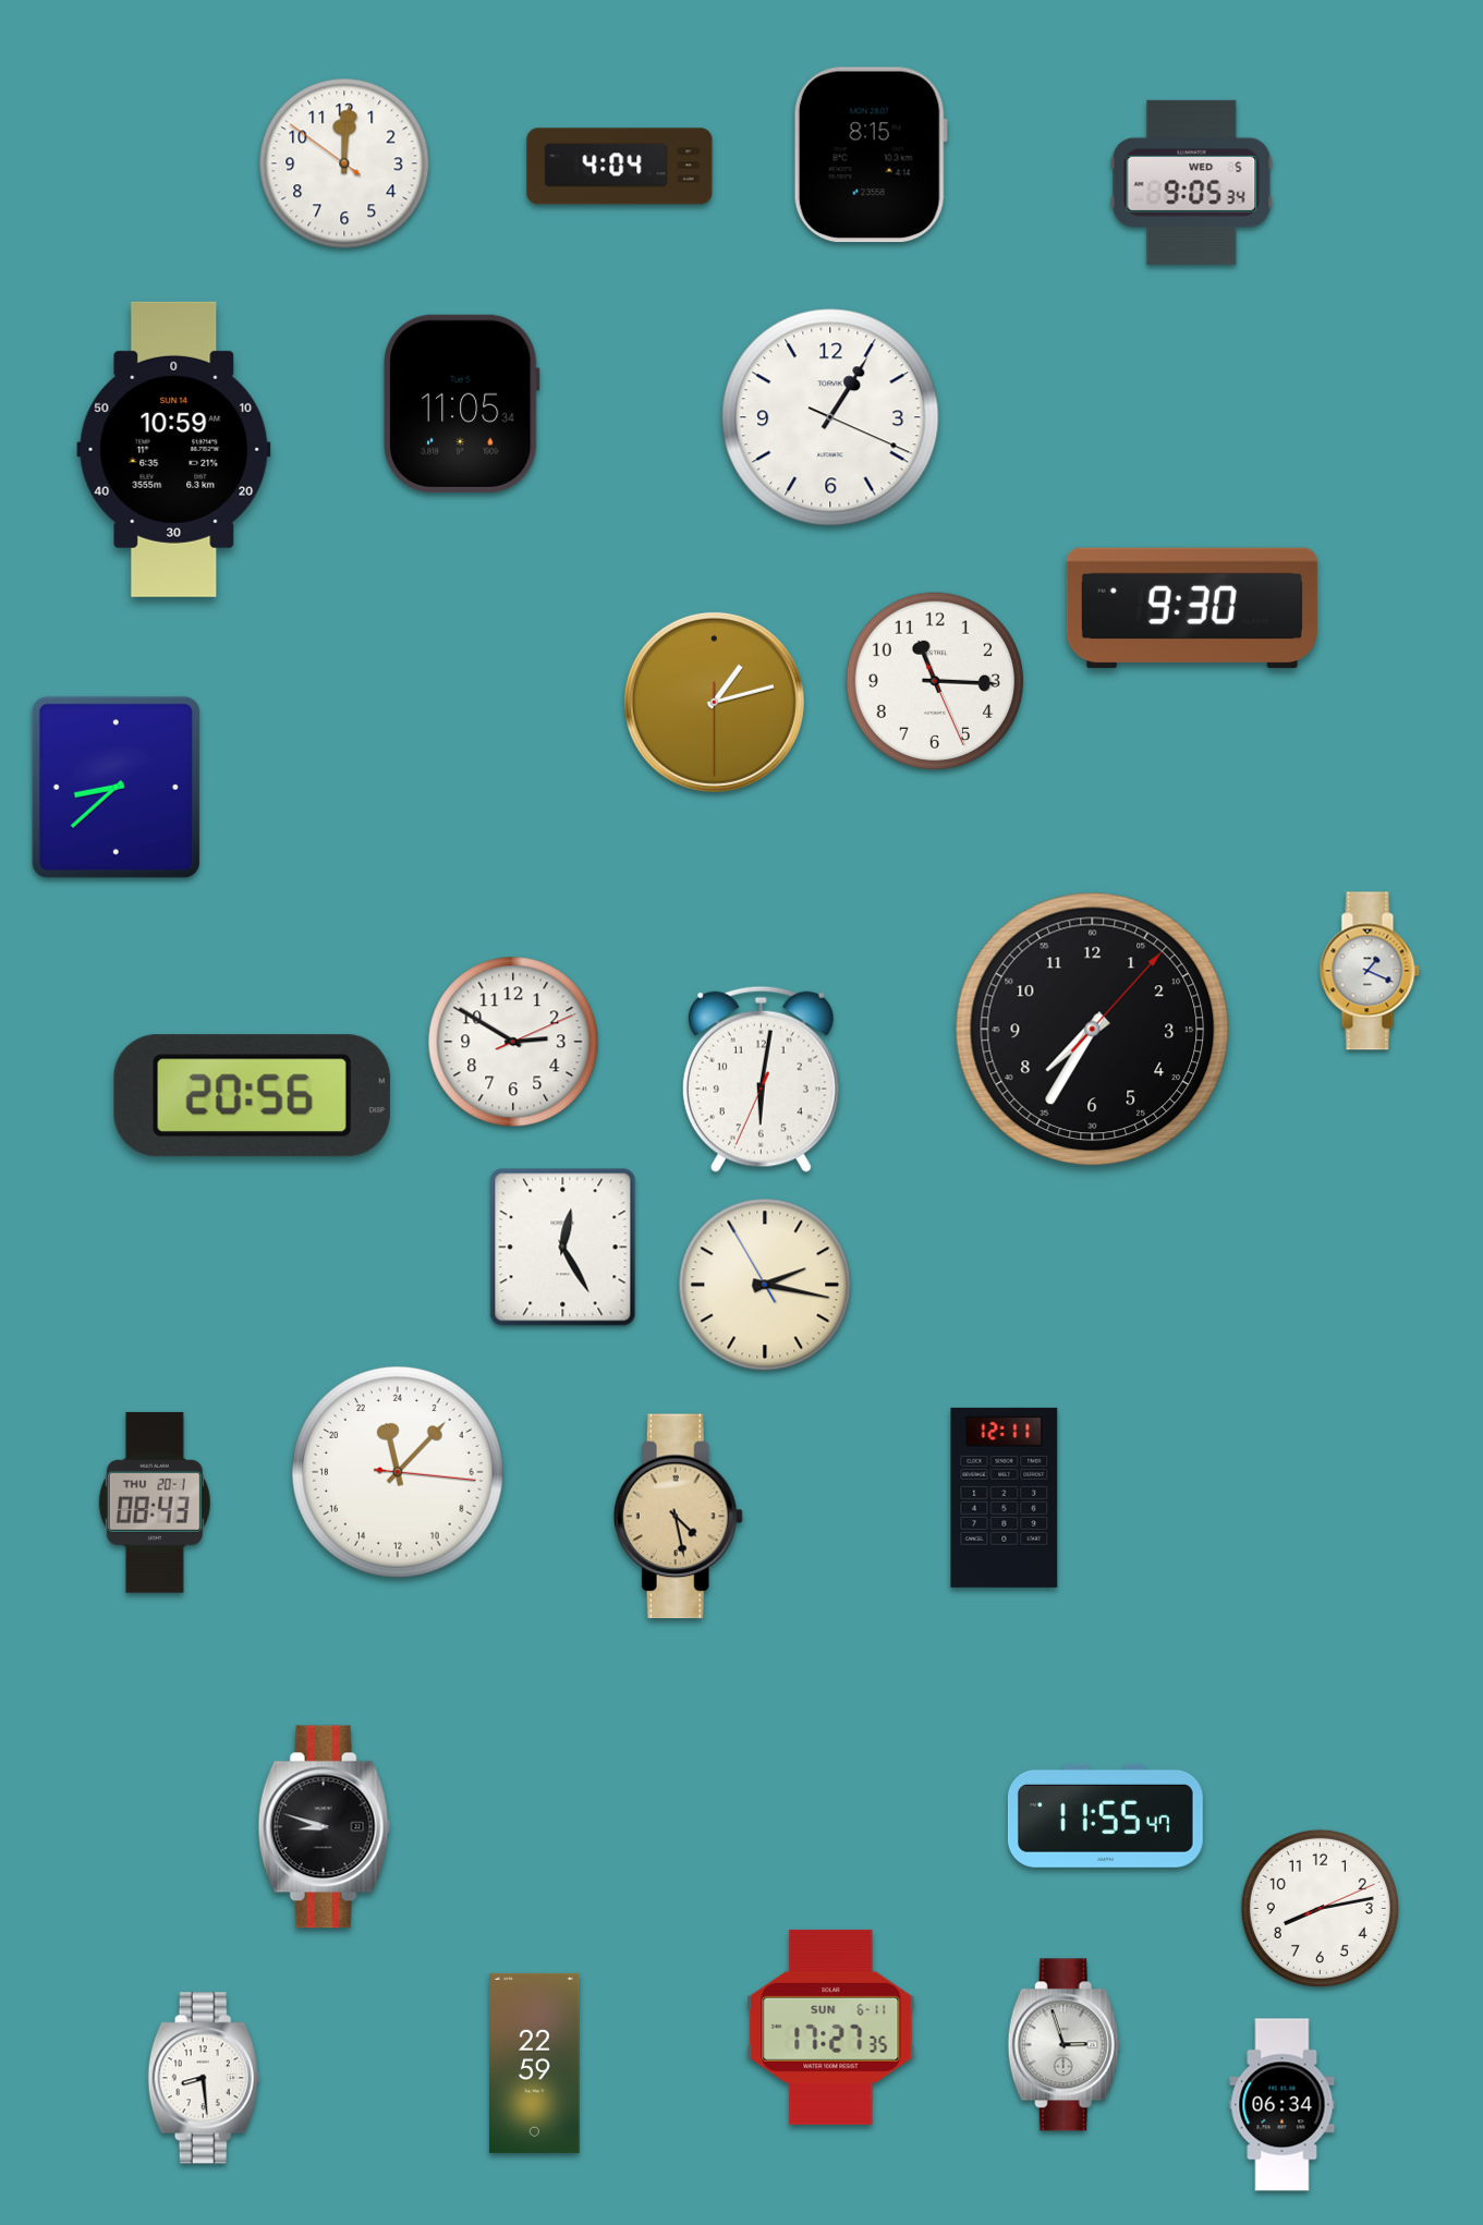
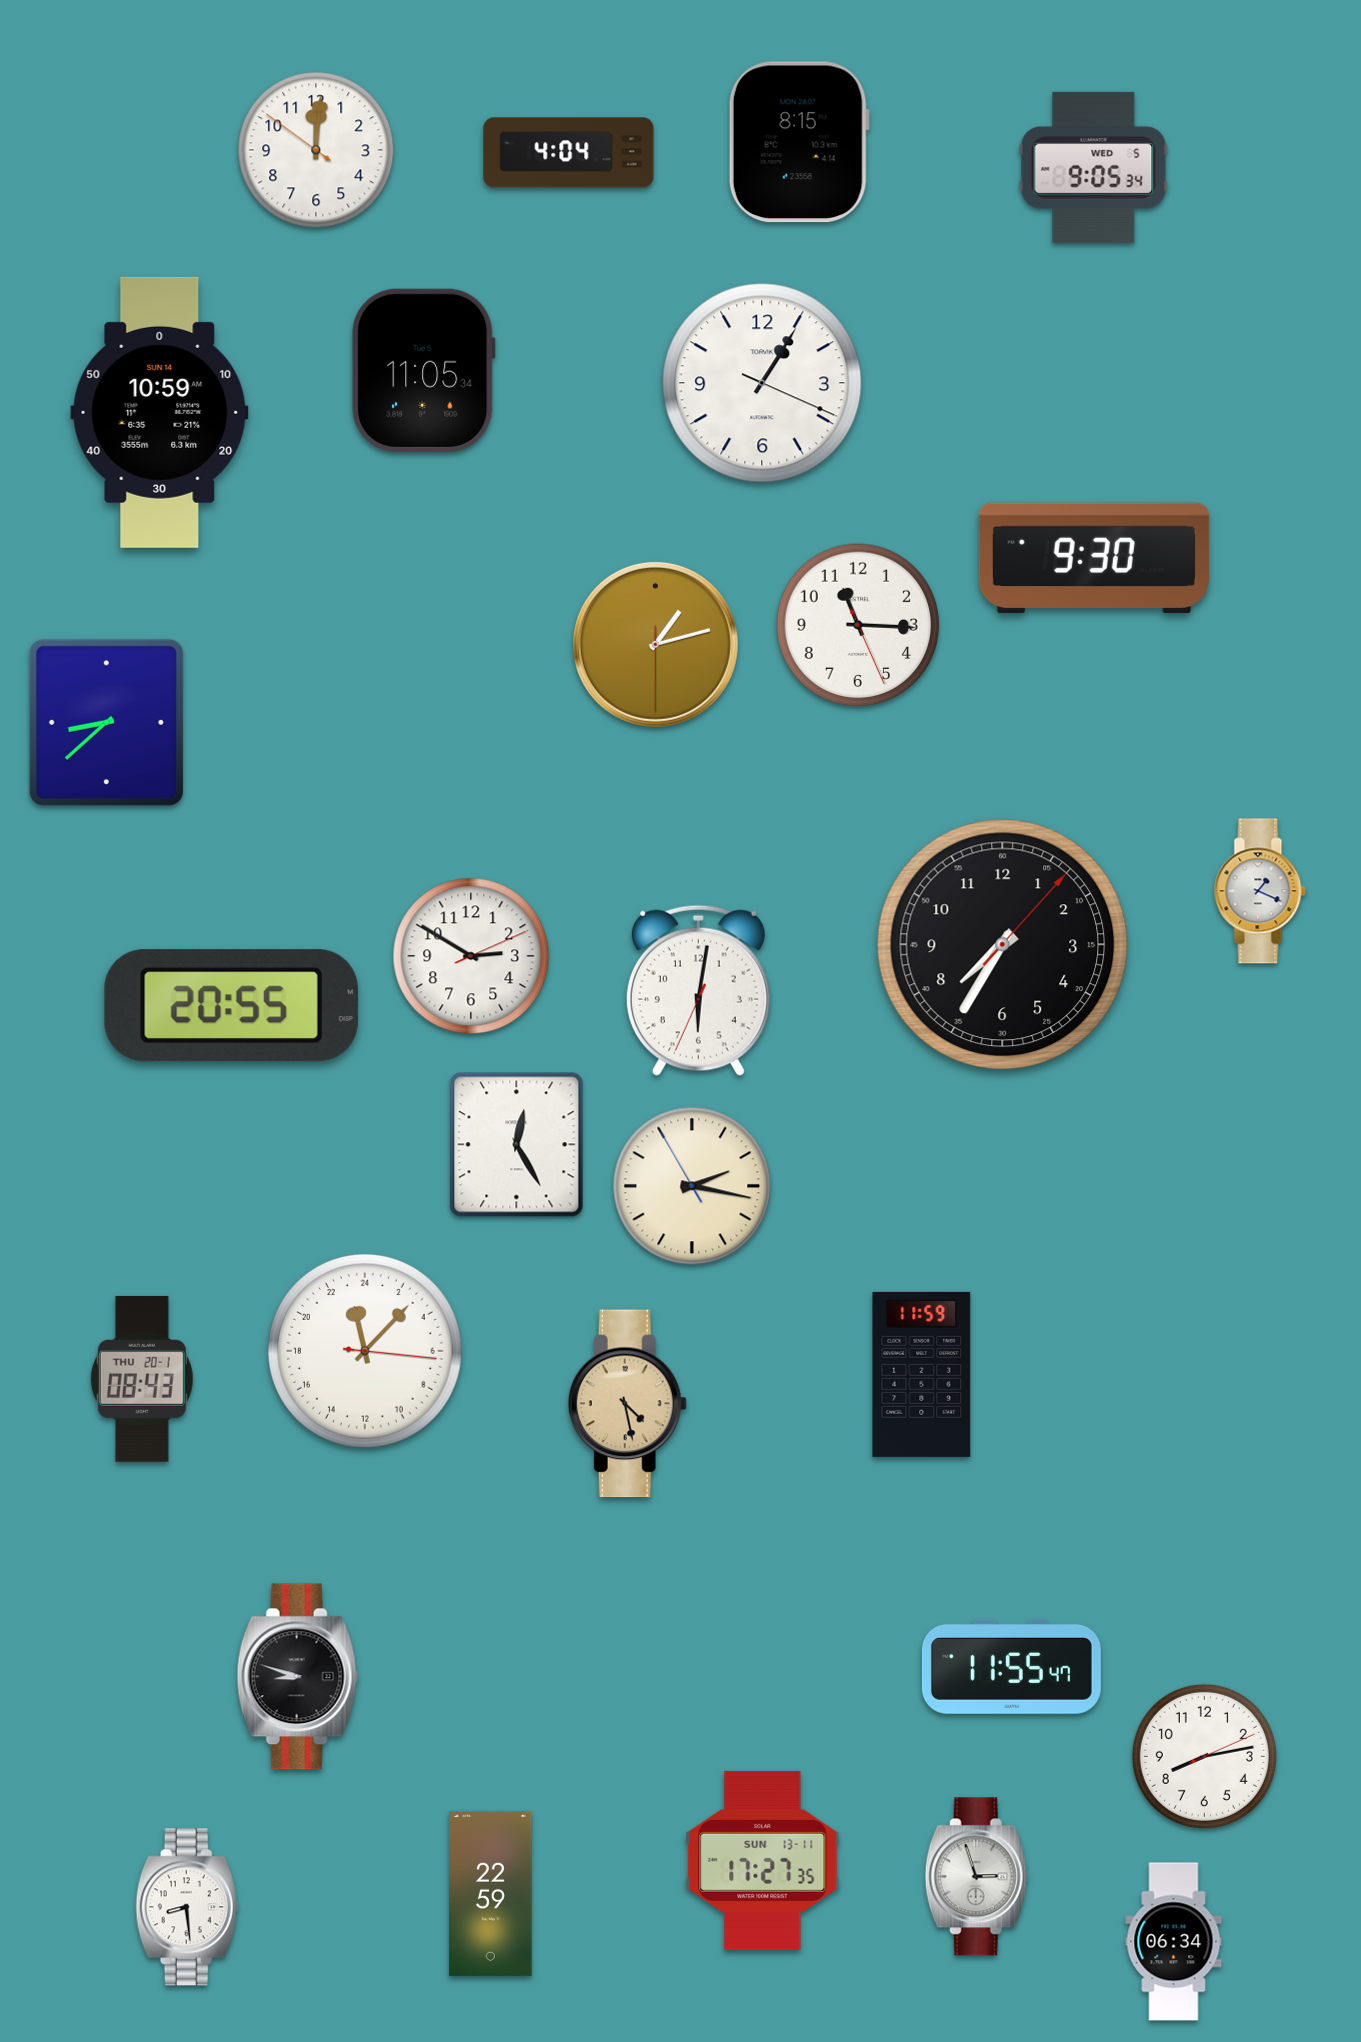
clock at (1370, 971) position: (1370, 971) -> (1260, 891)
clock at (252, 1096): 20:56 -> 20:55
clock at (765, 1285) position: (765, 1285) -> (692, 1186)
clock at (1005, 1497): 12:11 -> 11:59
clock at (678, 1517) position: (678, 1517) -> (627, 1404)
clock at (1105, 1815) position: (1105, 1815) -> (1011, 1666)
clock at (1320, 1908) position: (1320, 1908) -> (1204, 1756)
clock at (831, 2027) date: SUN 6-11 -> SUN 13-11
clock at (1283, 2105) position: (1283, 2105) -> (1174, 1942)
